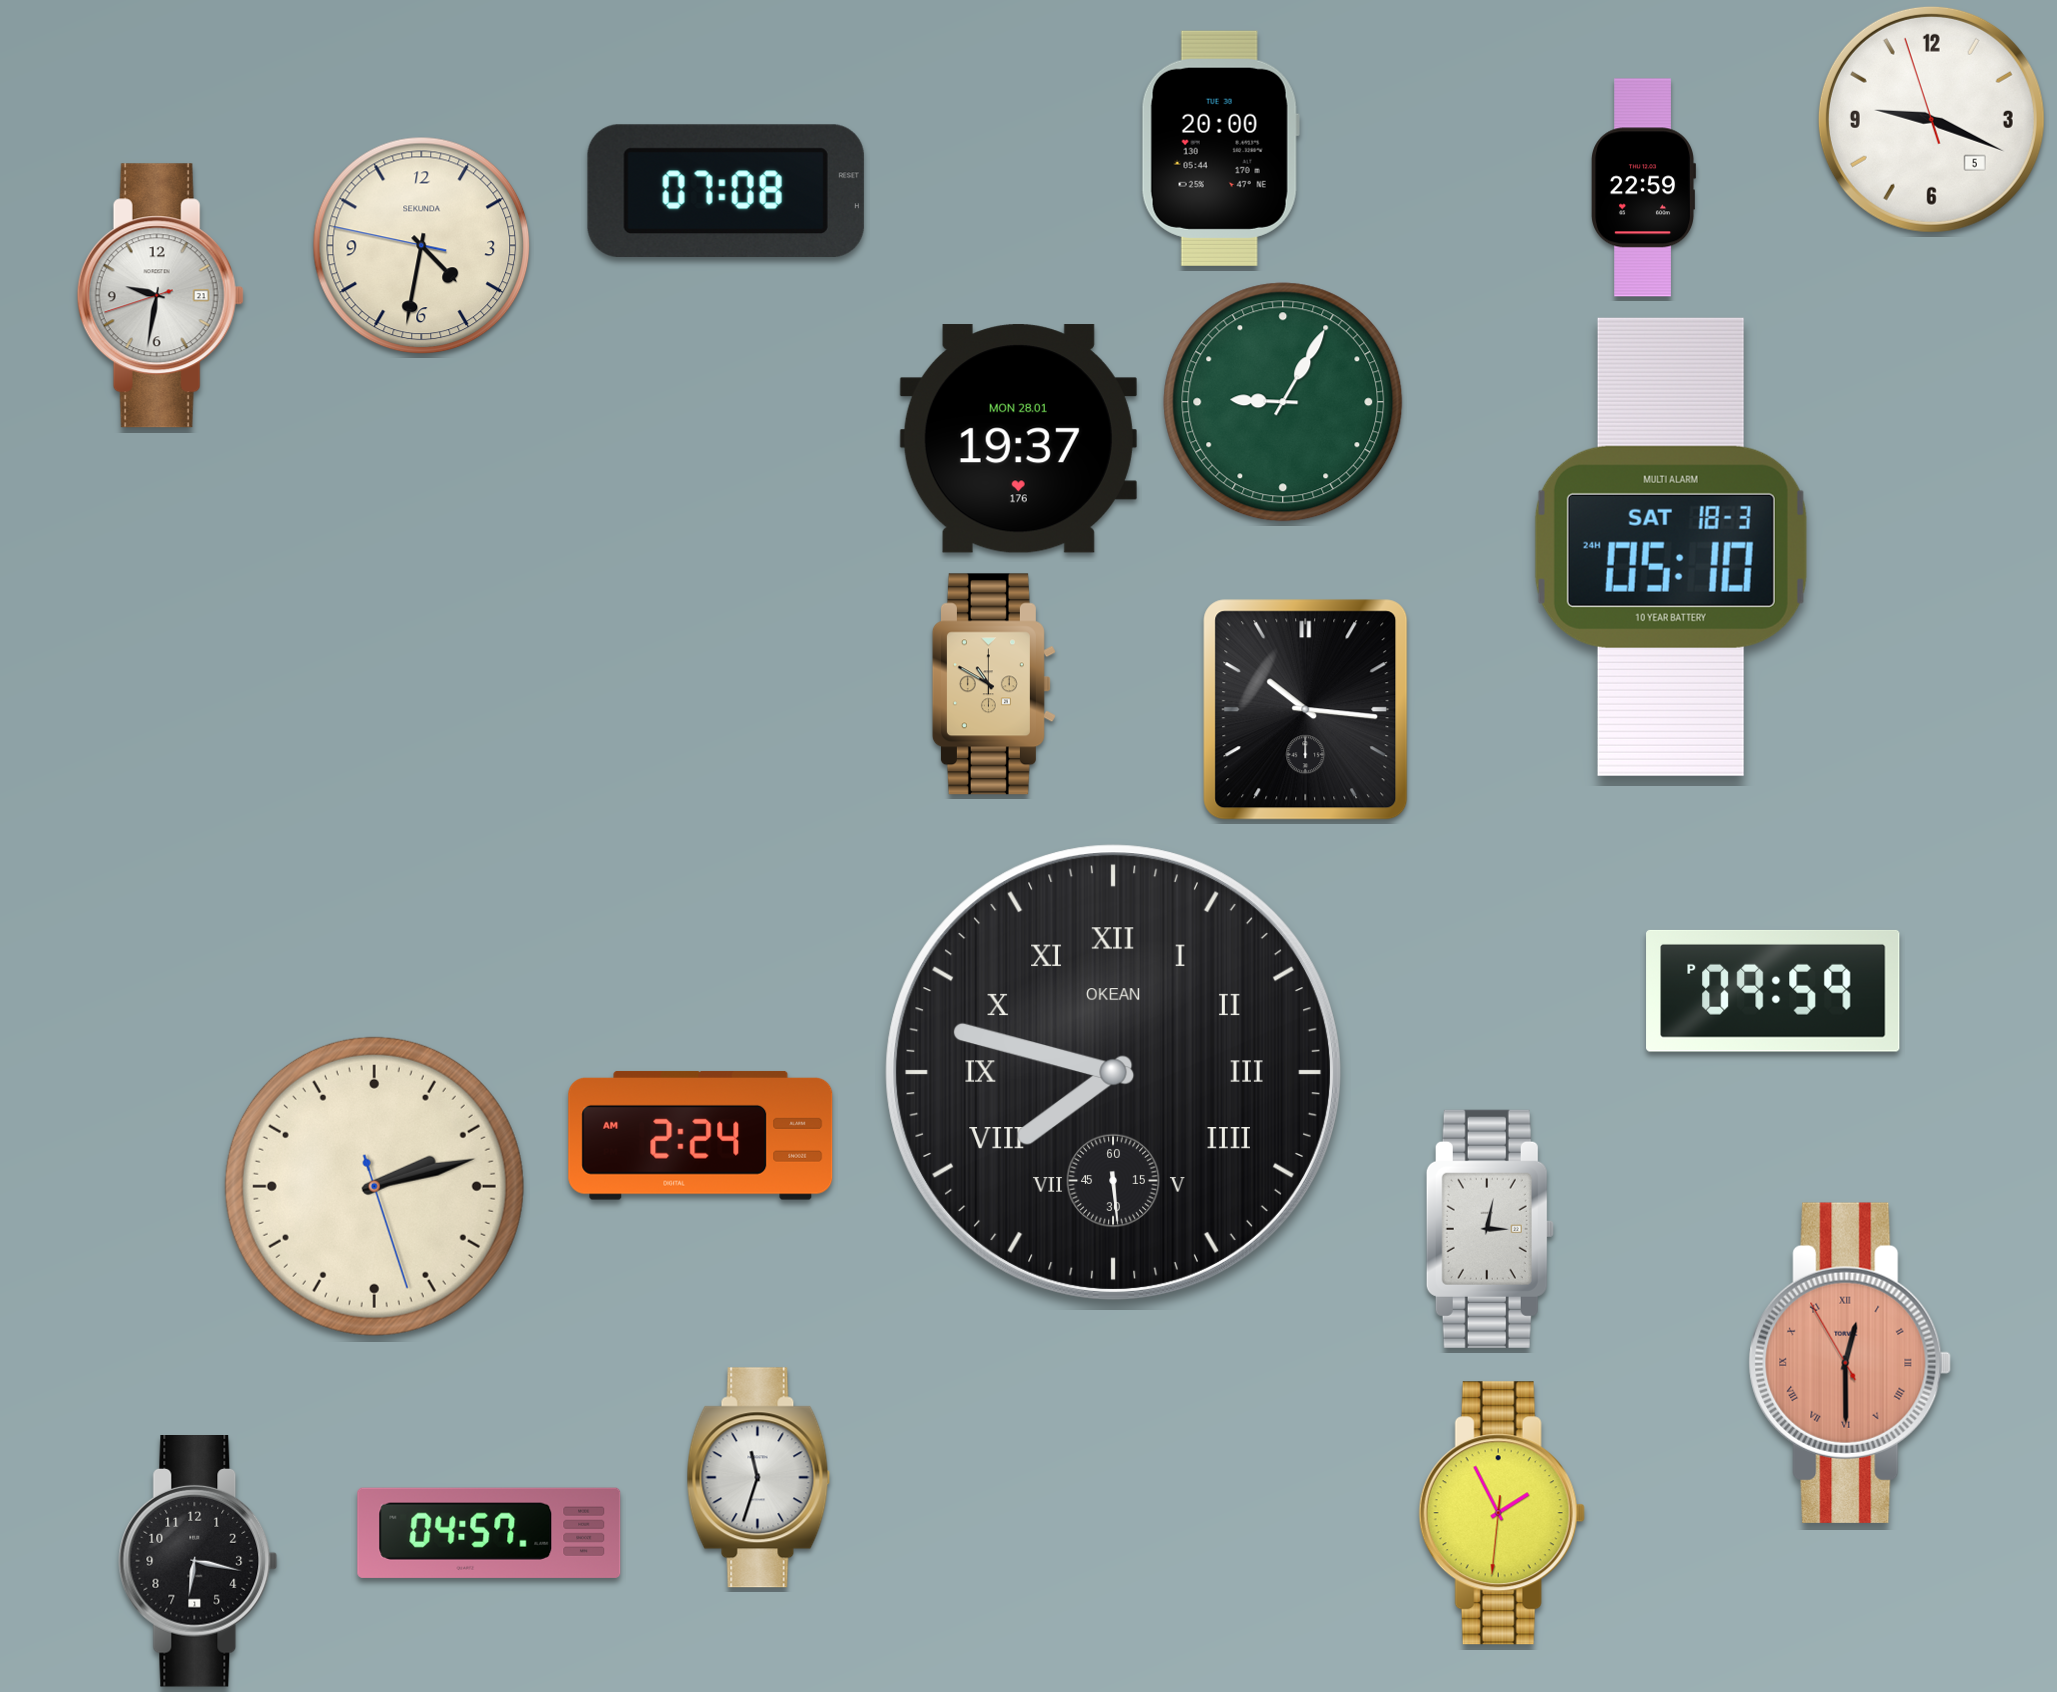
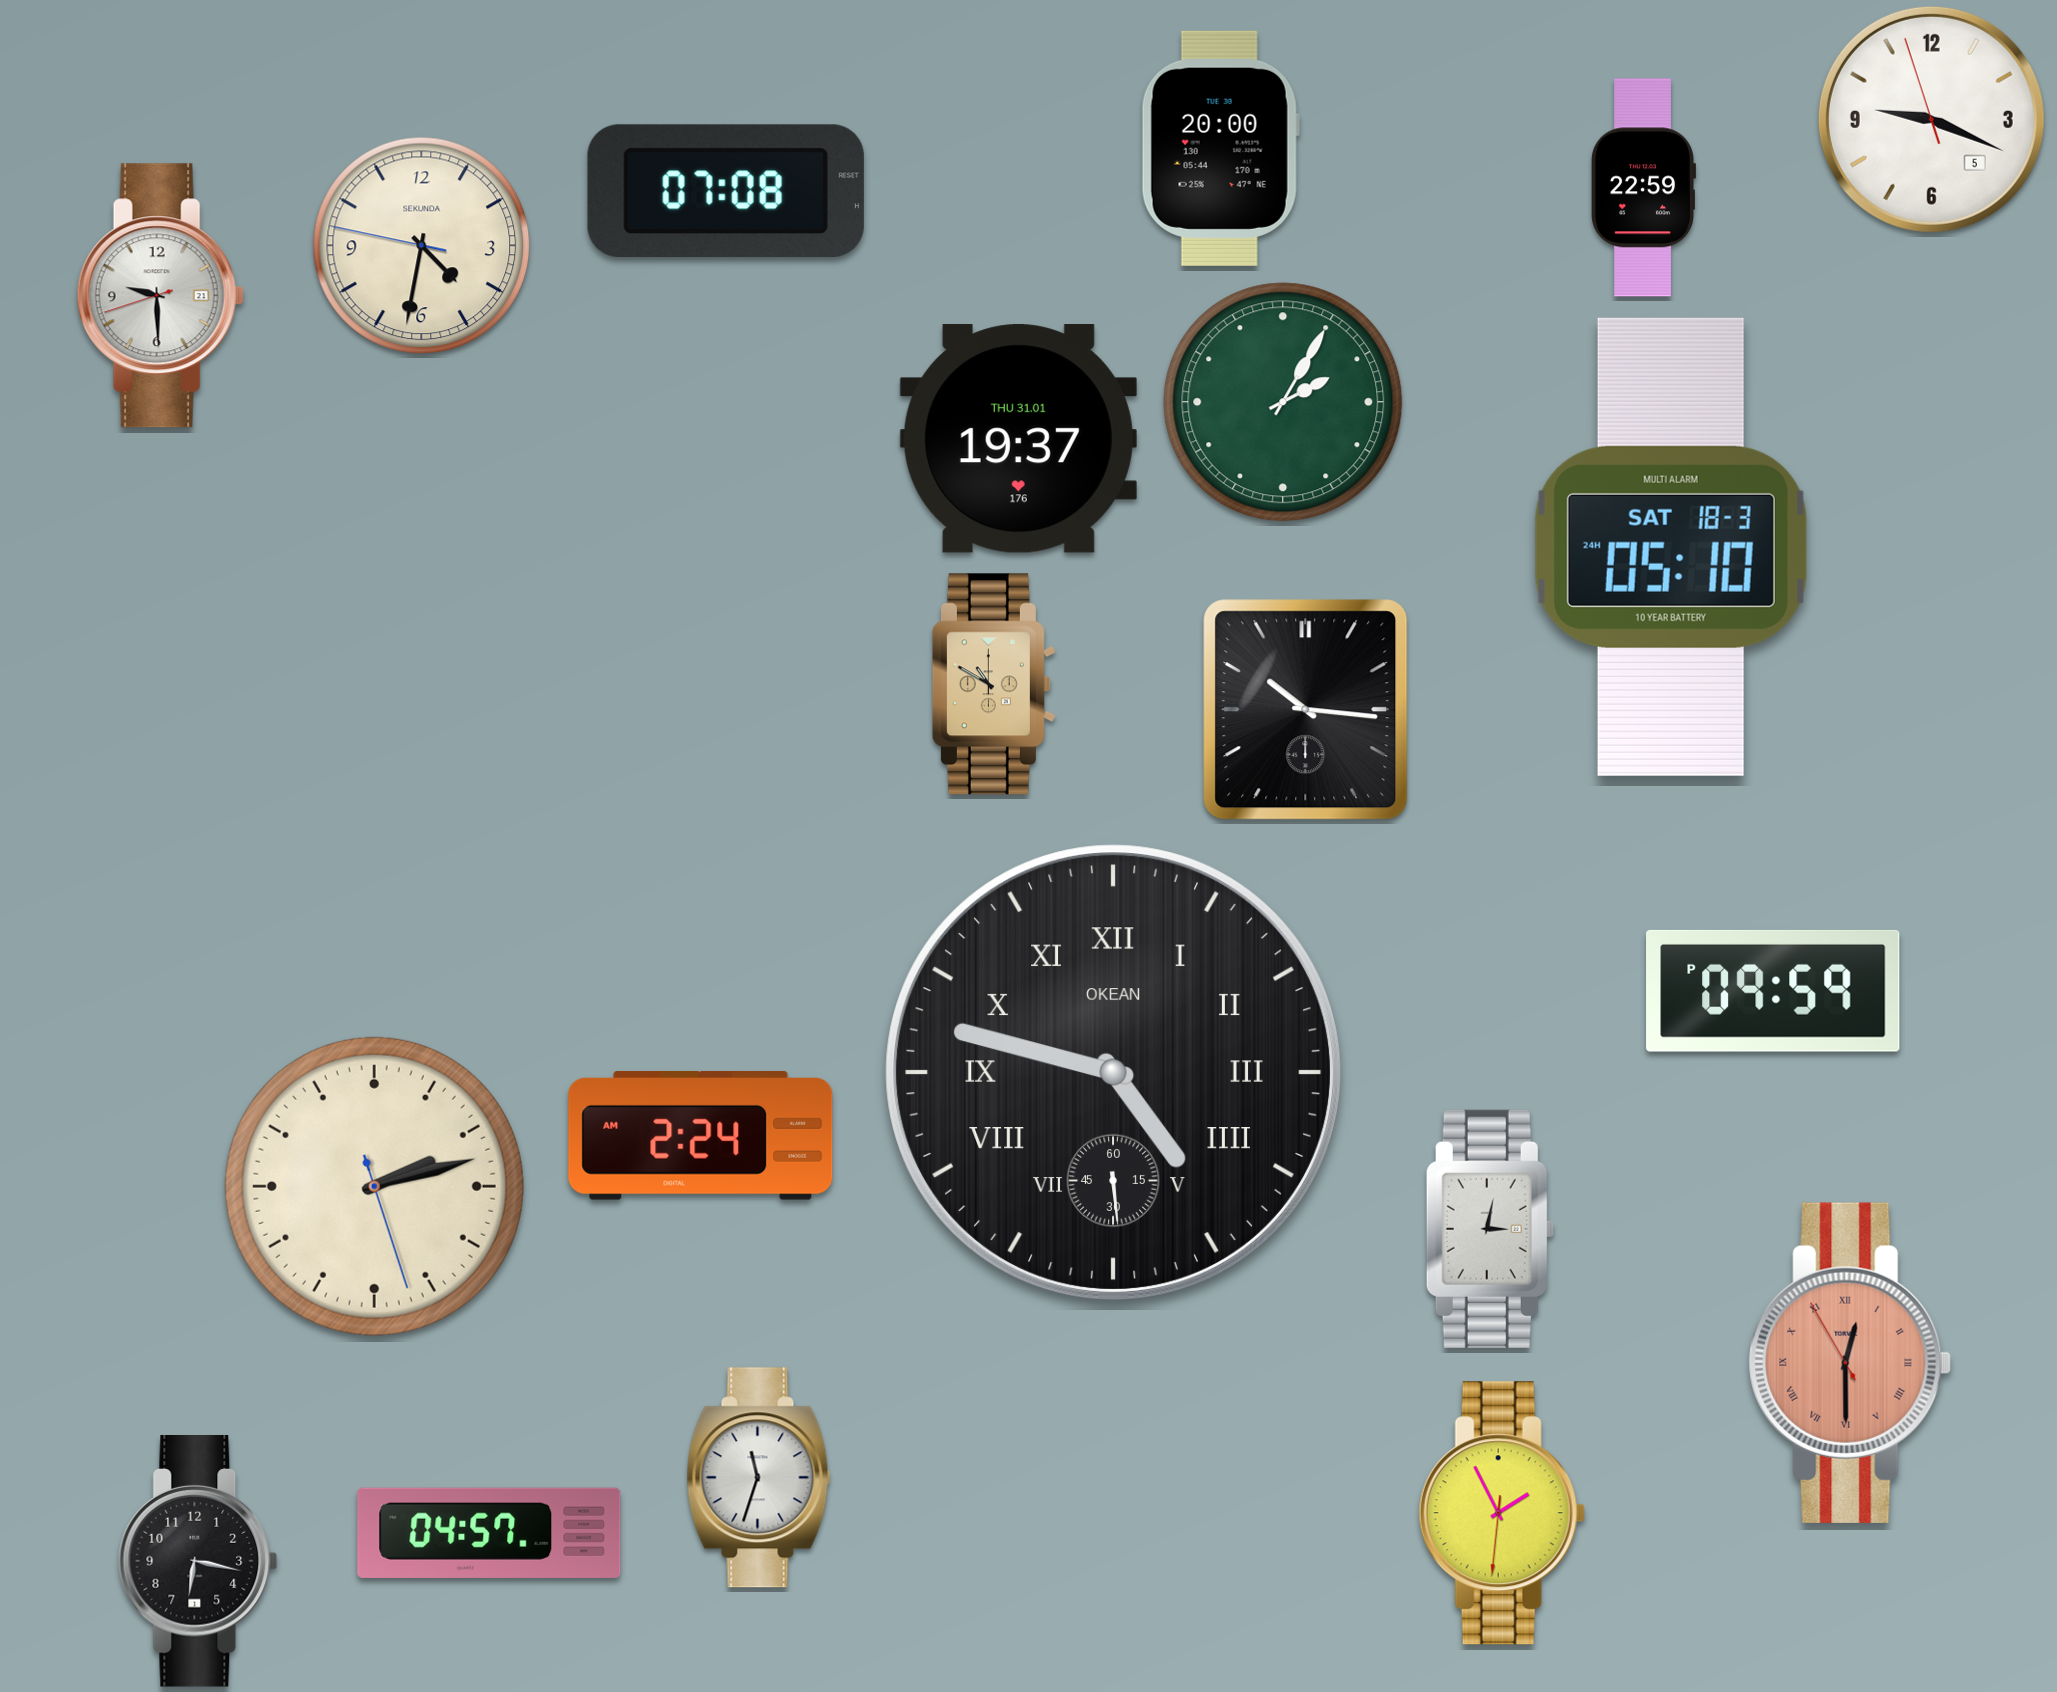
clock at (160, 296): 9:31 -> 9:29
clock at (1283, 402): 9:05 -> 2:05
clock at (1018, 439) date: MON 28.01 -> THU 31.01
clock at (1113, 1072): 7:47 -> 4:47
